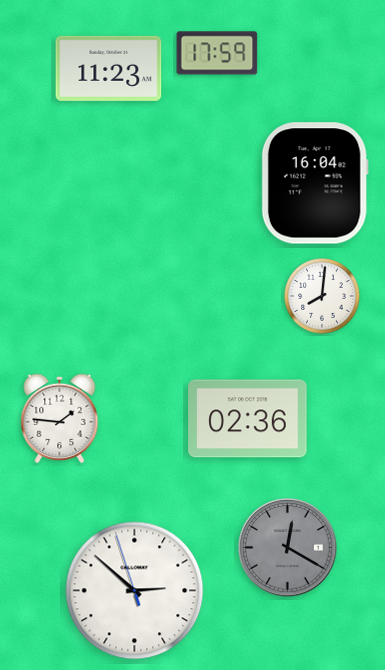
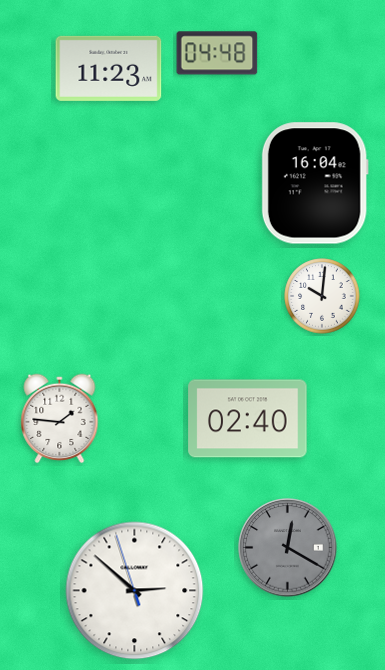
clock at (217, 53): 17:59 -> 04:48
clock at (322, 296): 8:01 -> 10:01
clock at (248, 419): 02:36 -> 02:40
